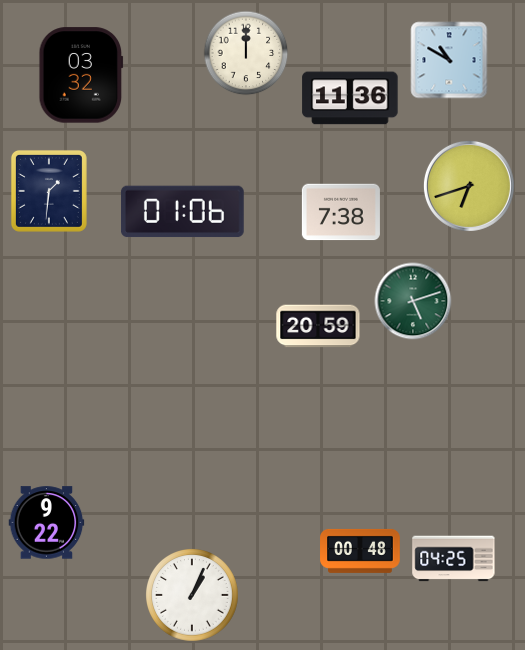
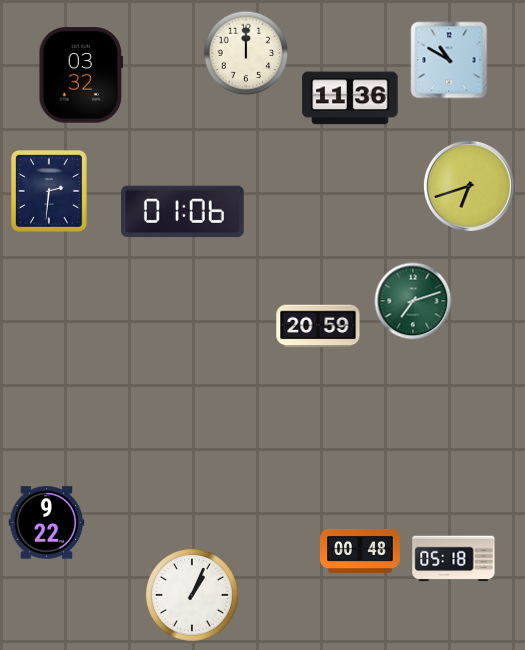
clock at (49, 191): 1:31 -> 2:31
clock at (341, 212): 7:38 -> none
clock at (413, 301): 5:12 -> 7:12
clock at (454, 559): 04:25 -> 05:18
